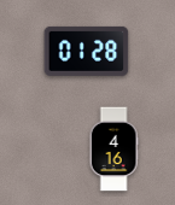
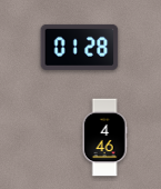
clock at (113, 150): 4:16 -> 4:46
